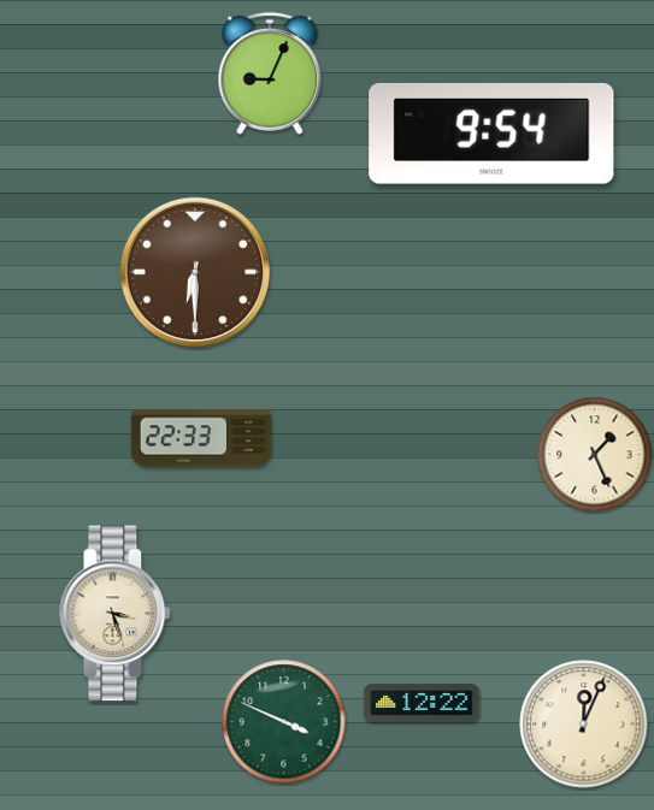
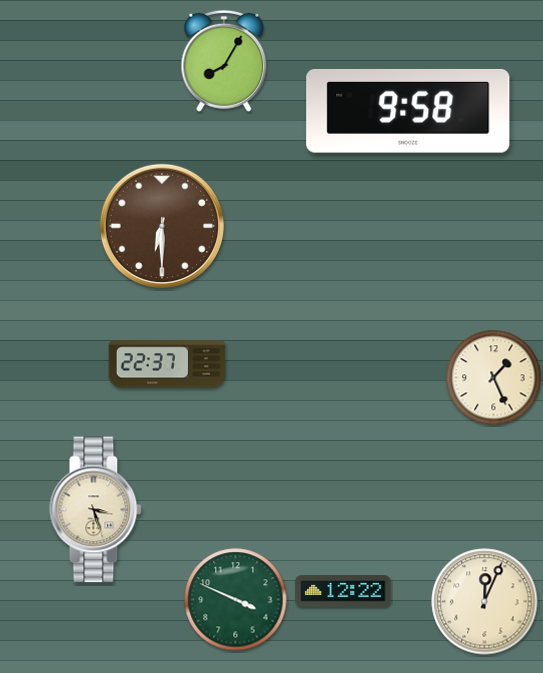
clock at (270, 73): 9:04 -> 8:05
clock at (491, 134): 9:54 -> 9:58
clock at (201, 438): 22:33 -> 22:37
clock at (422, 703) position: (422, 703) -> (343, 591)
